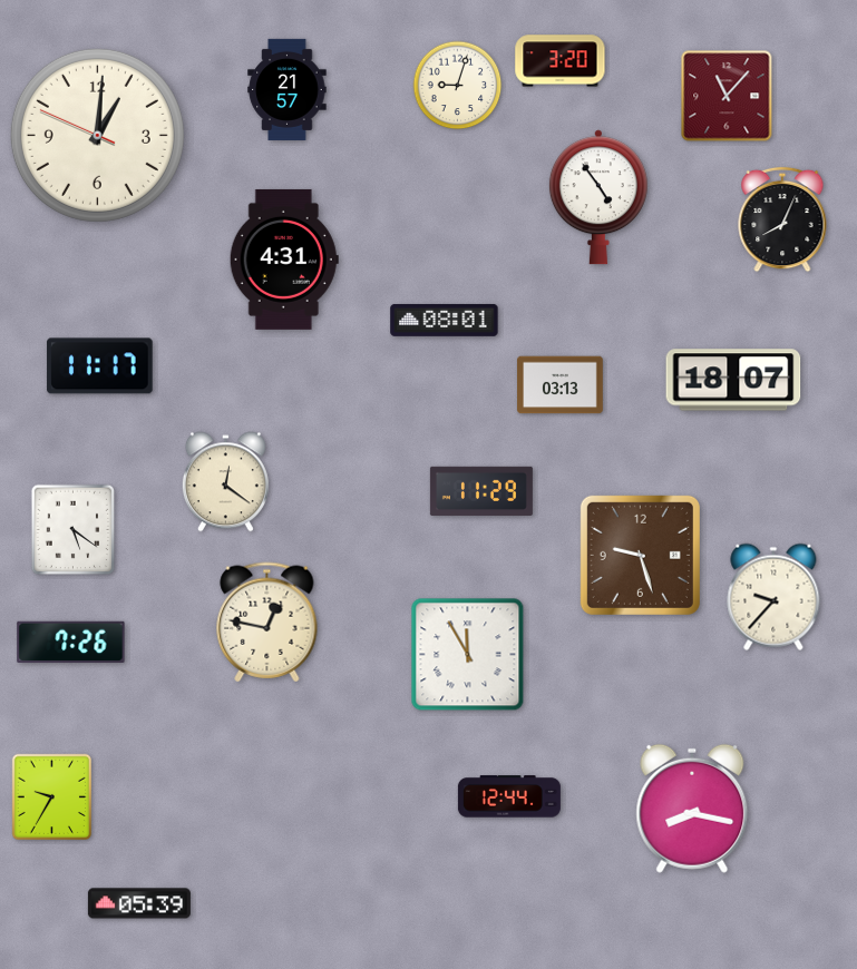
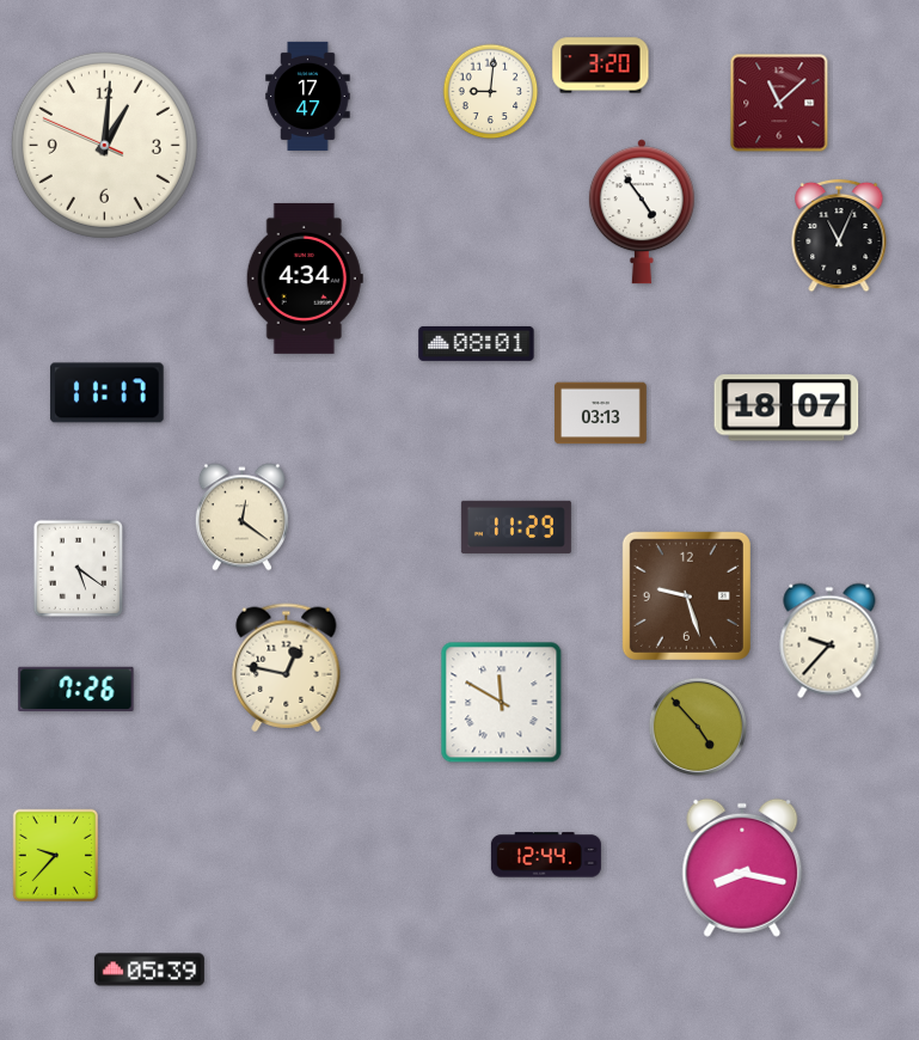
clock at (458, 86): 9:03 -> 9:01
clock at (288, 89): 21:57 -> 17:47
clock at (727, 96): 11:07 -> 11:08
clock at (782, 219): 8:04 -> 11:04
clock at (284, 260): 4:31 -> 4:34
clock at (468, 655): 11:55 -> 11:50
clock at (698, 727): none -> 4:53
clock at (52, 797): 9:35 -> 9:37
